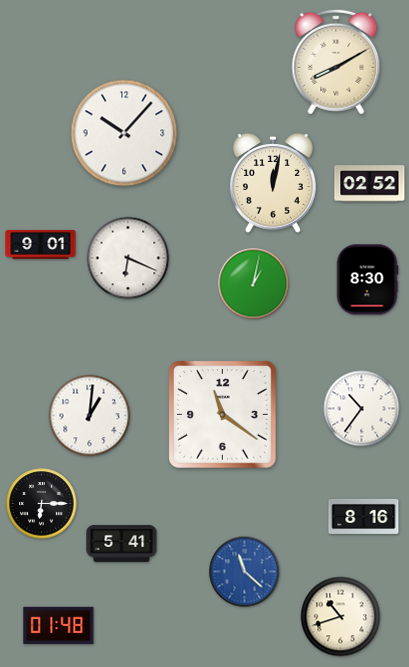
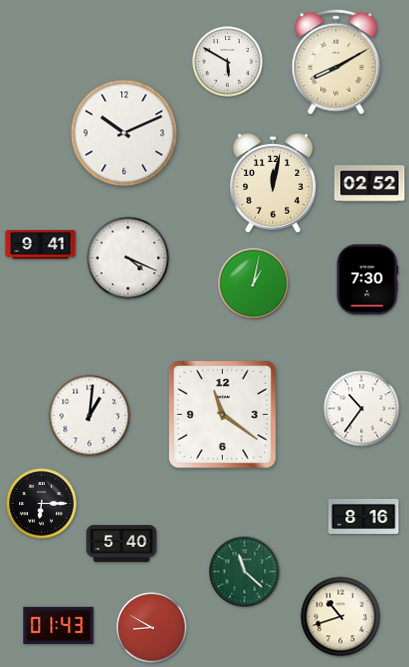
clock at (228, 62): none -> 5:50
clock at (124, 133): 10:07 -> 10:11
clock at (41, 244): 9:01 -> 9:41
clock at (128, 258): 6:19 -> 4:19
clock at (367, 280): 8:30 -> 7:30
clock at (122, 543): 5:41 -> 5:40
clock at (245, 572) dial: blue -> green
clock at (59, 625): 01:48 -> 01:43
clock at (152, 628): none -> 8:50
